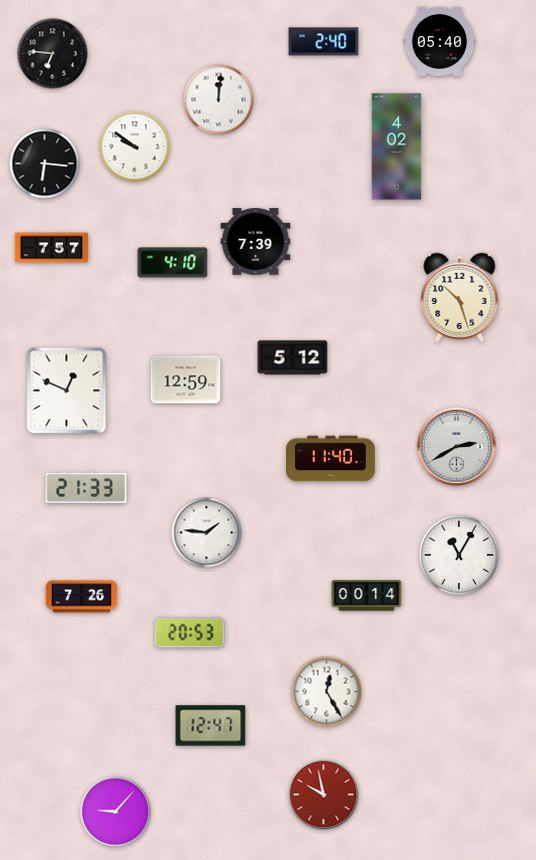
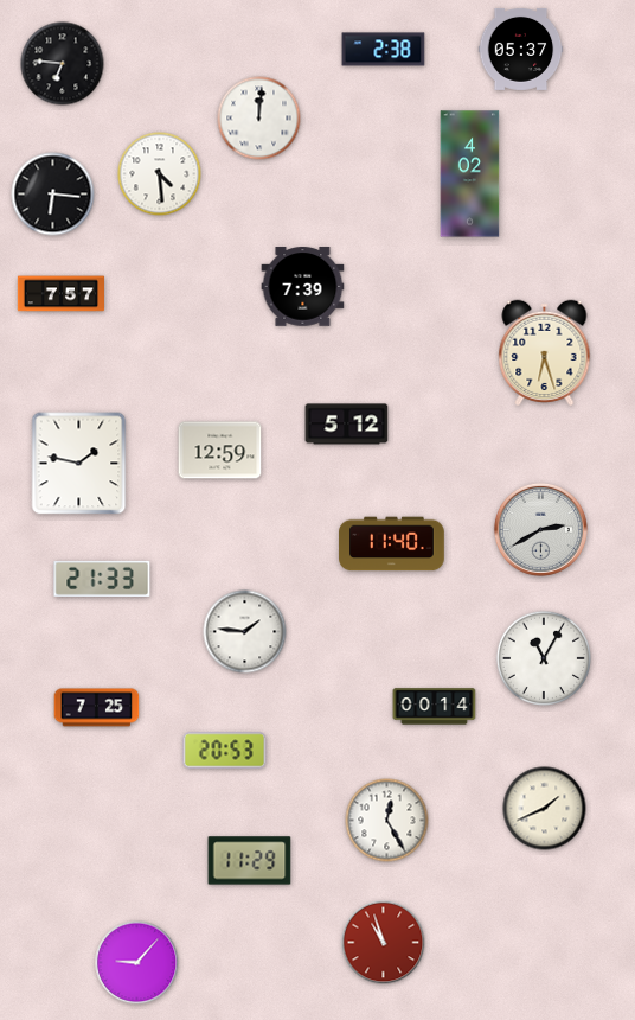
clock at (440, 41): 05:40 -> 05:37
clock at (324, 42): 2:40 -> 2:38
clock at (135, 147): 9:51 -> 4:29
clock at (173, 263): 4:10 -> none
clock at (460, 297): 10:27 -> 6:27
clock at (67, 391): 12:49 -> 1:47
clock at (82, 597): 7:26 -> 7:25
clock at (545, 809): none -> 1:41
clock at (211, 726): 12:47 -> 11:29
clock at (324, 795): 9:58 -> 10:57
